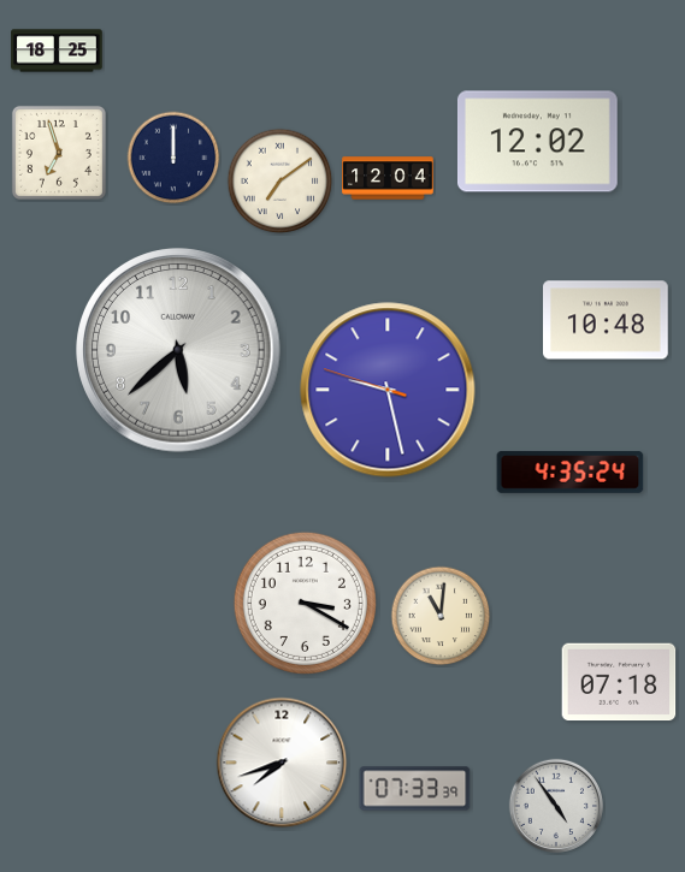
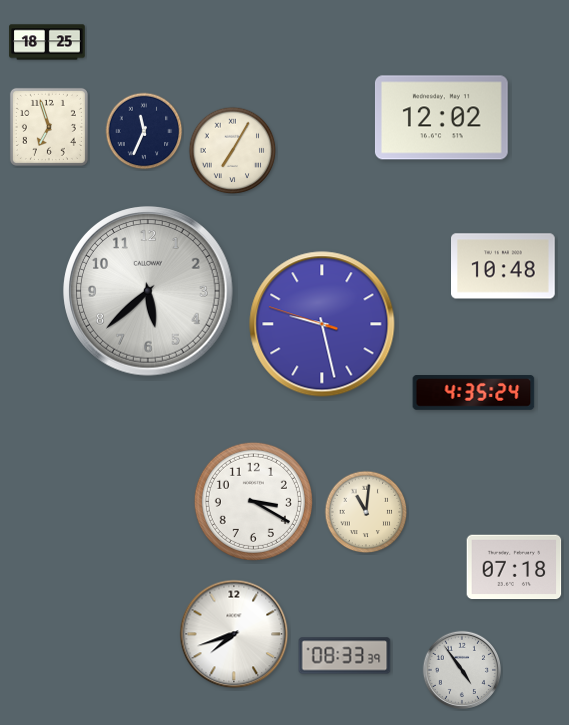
clock at (538, 142) position: (538, 142) -> (442, 118)
clock at (173, 158): 12:00 -> 11:34
clock at (388, 178): 12:04 -> none
clock at (281, 182): 7:09 -> 7:05
clock at (415, 789): 07:33 -> 08:33
